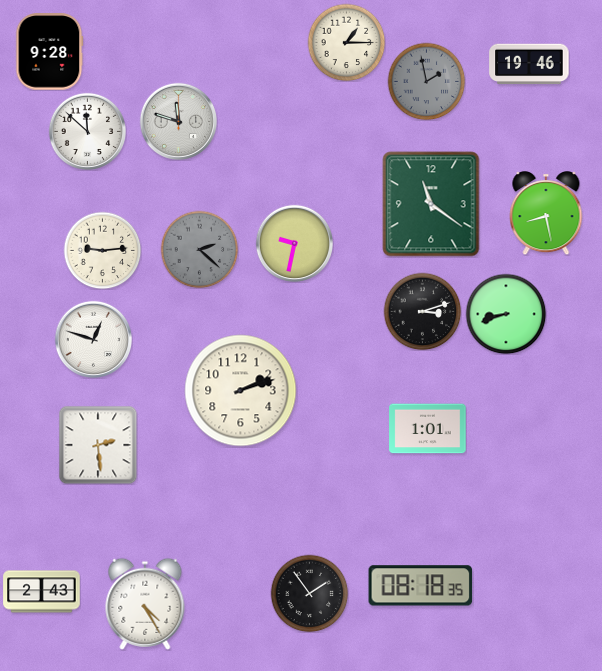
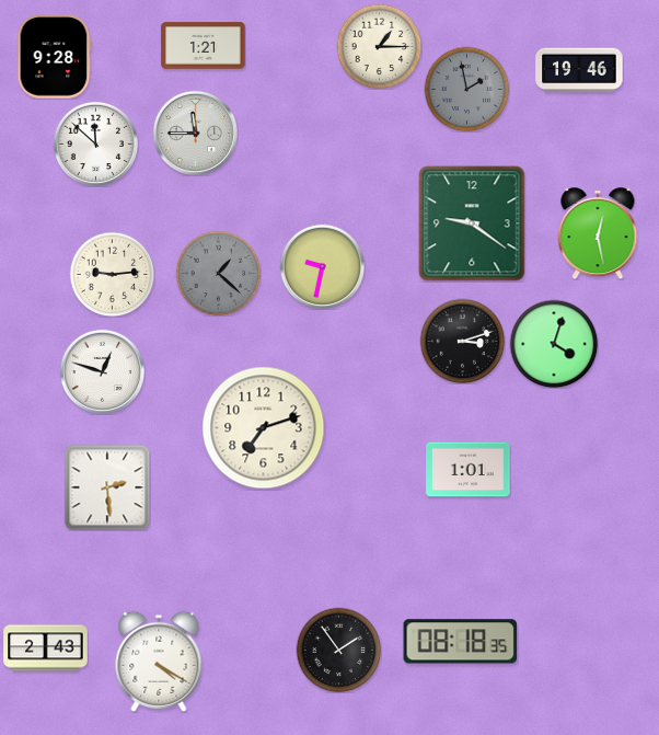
clock at (204, 46): none -> 1:21
clock at (178, 121): 11:48 -> 11:45
clock at (431, 204): 11:21 -> 9:21
clock at (546, 214): 8:28 -> 12:28
clock at (199, 249): 2:22 -> 1:22
clock at (506, 314): 8:42 -> 4:03
clock at (241, 391): 2:12 -> 7:12
clock at (145, 604): 4:25 -> 4:20
